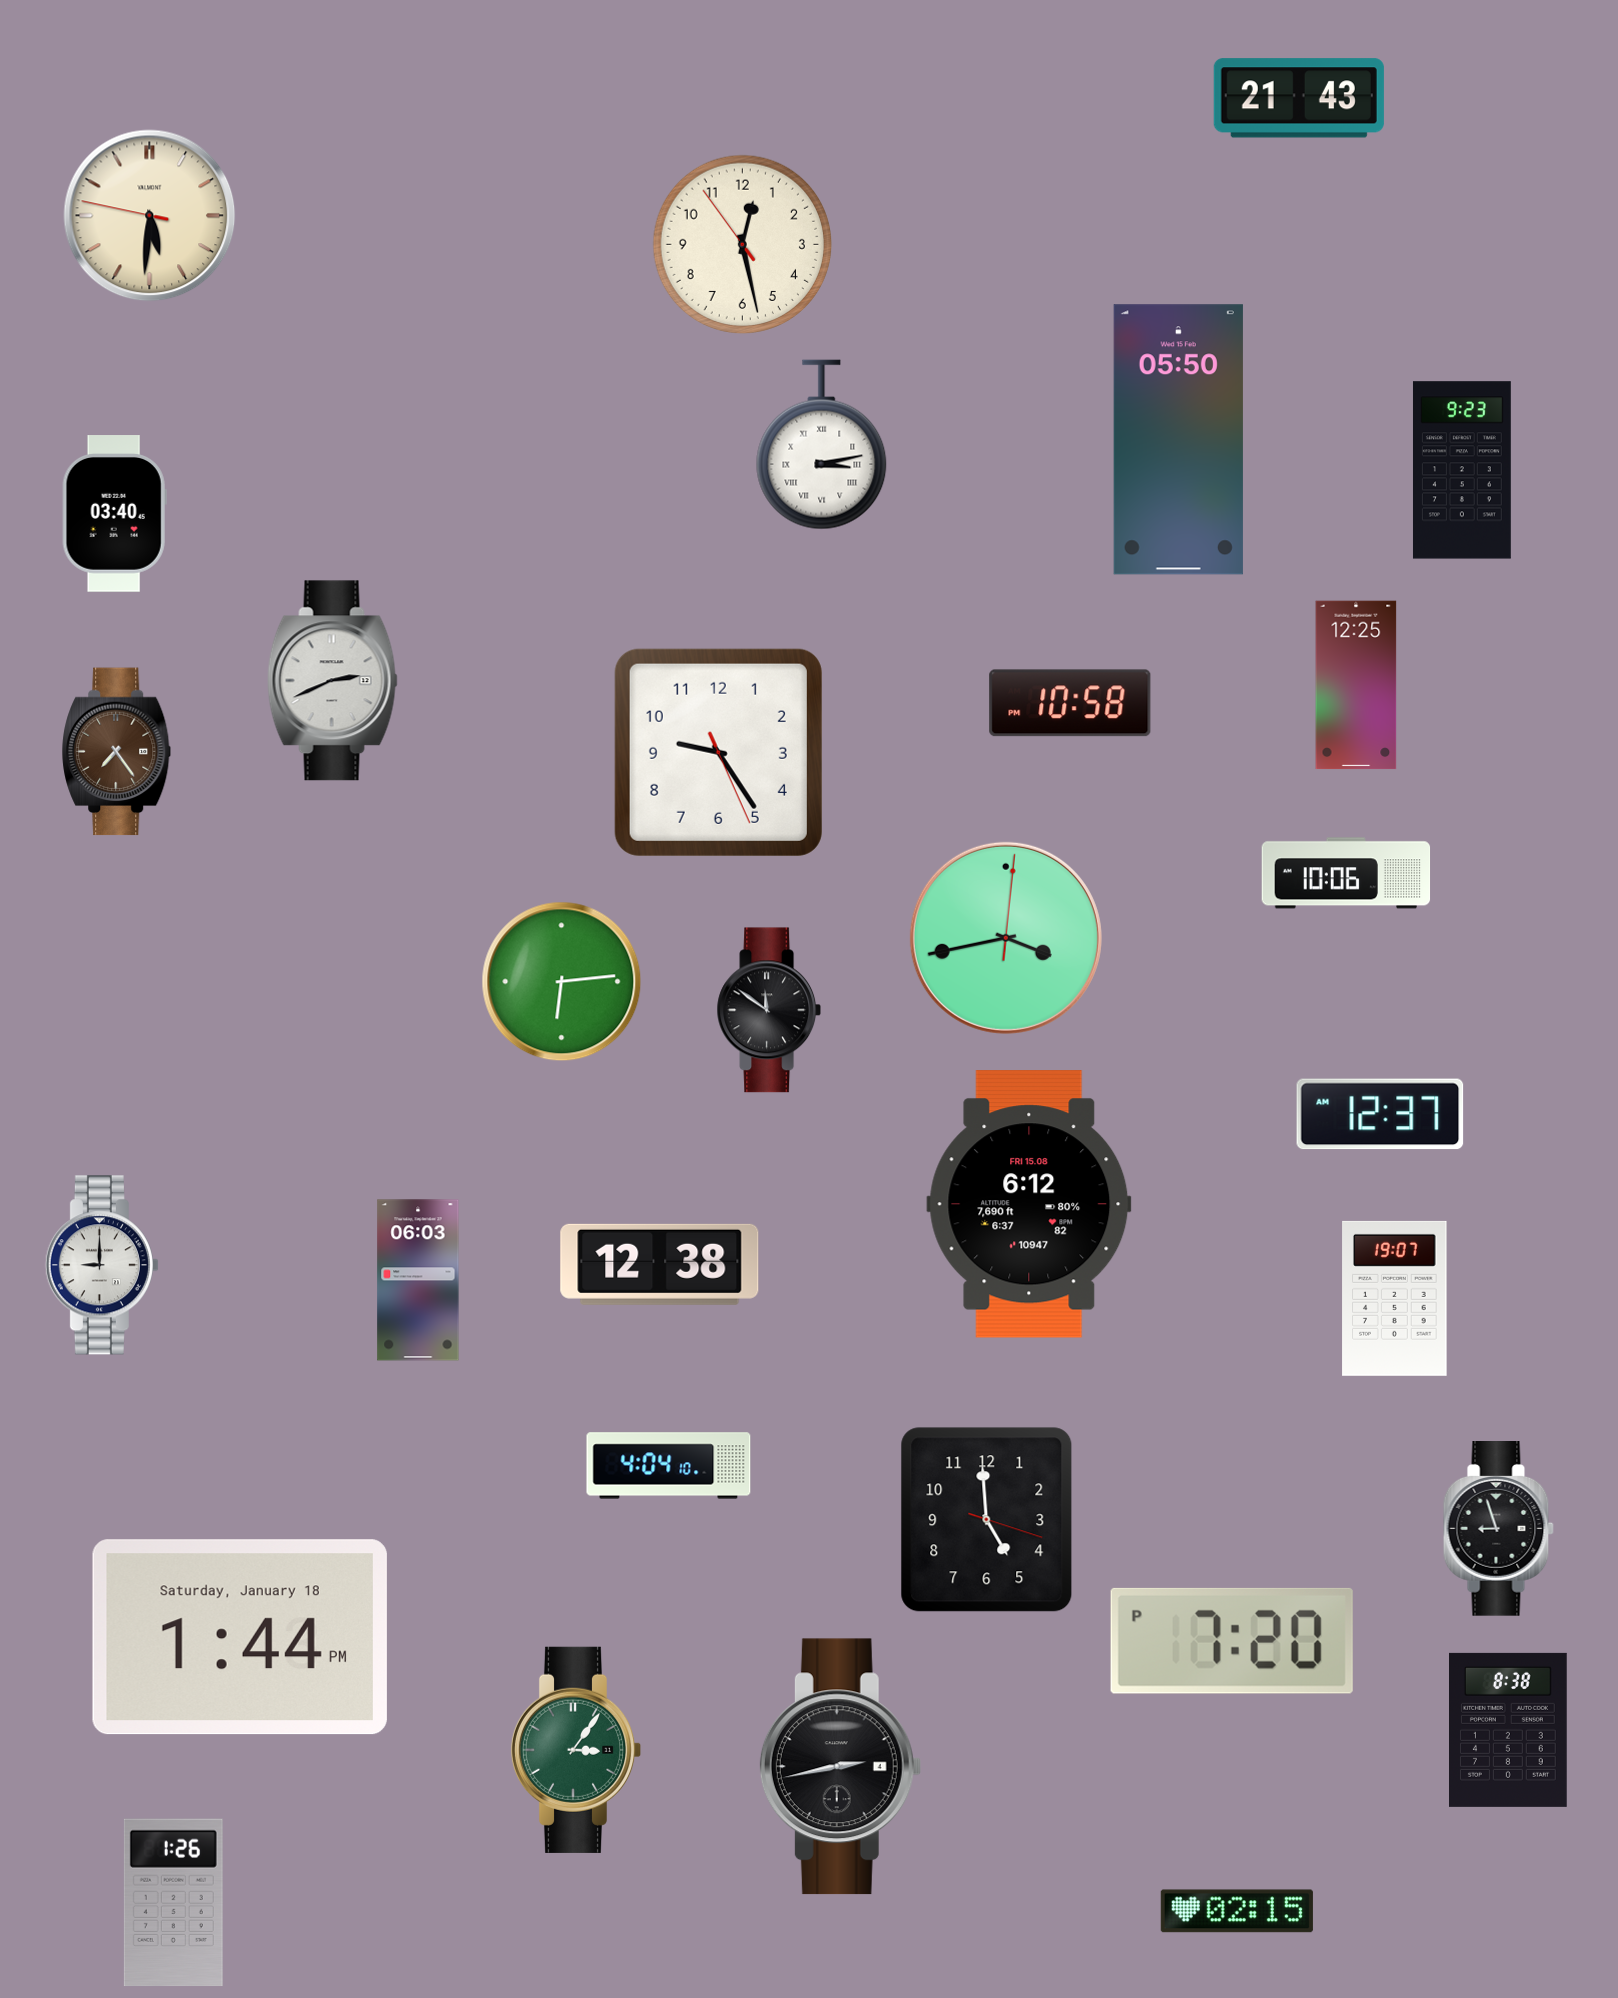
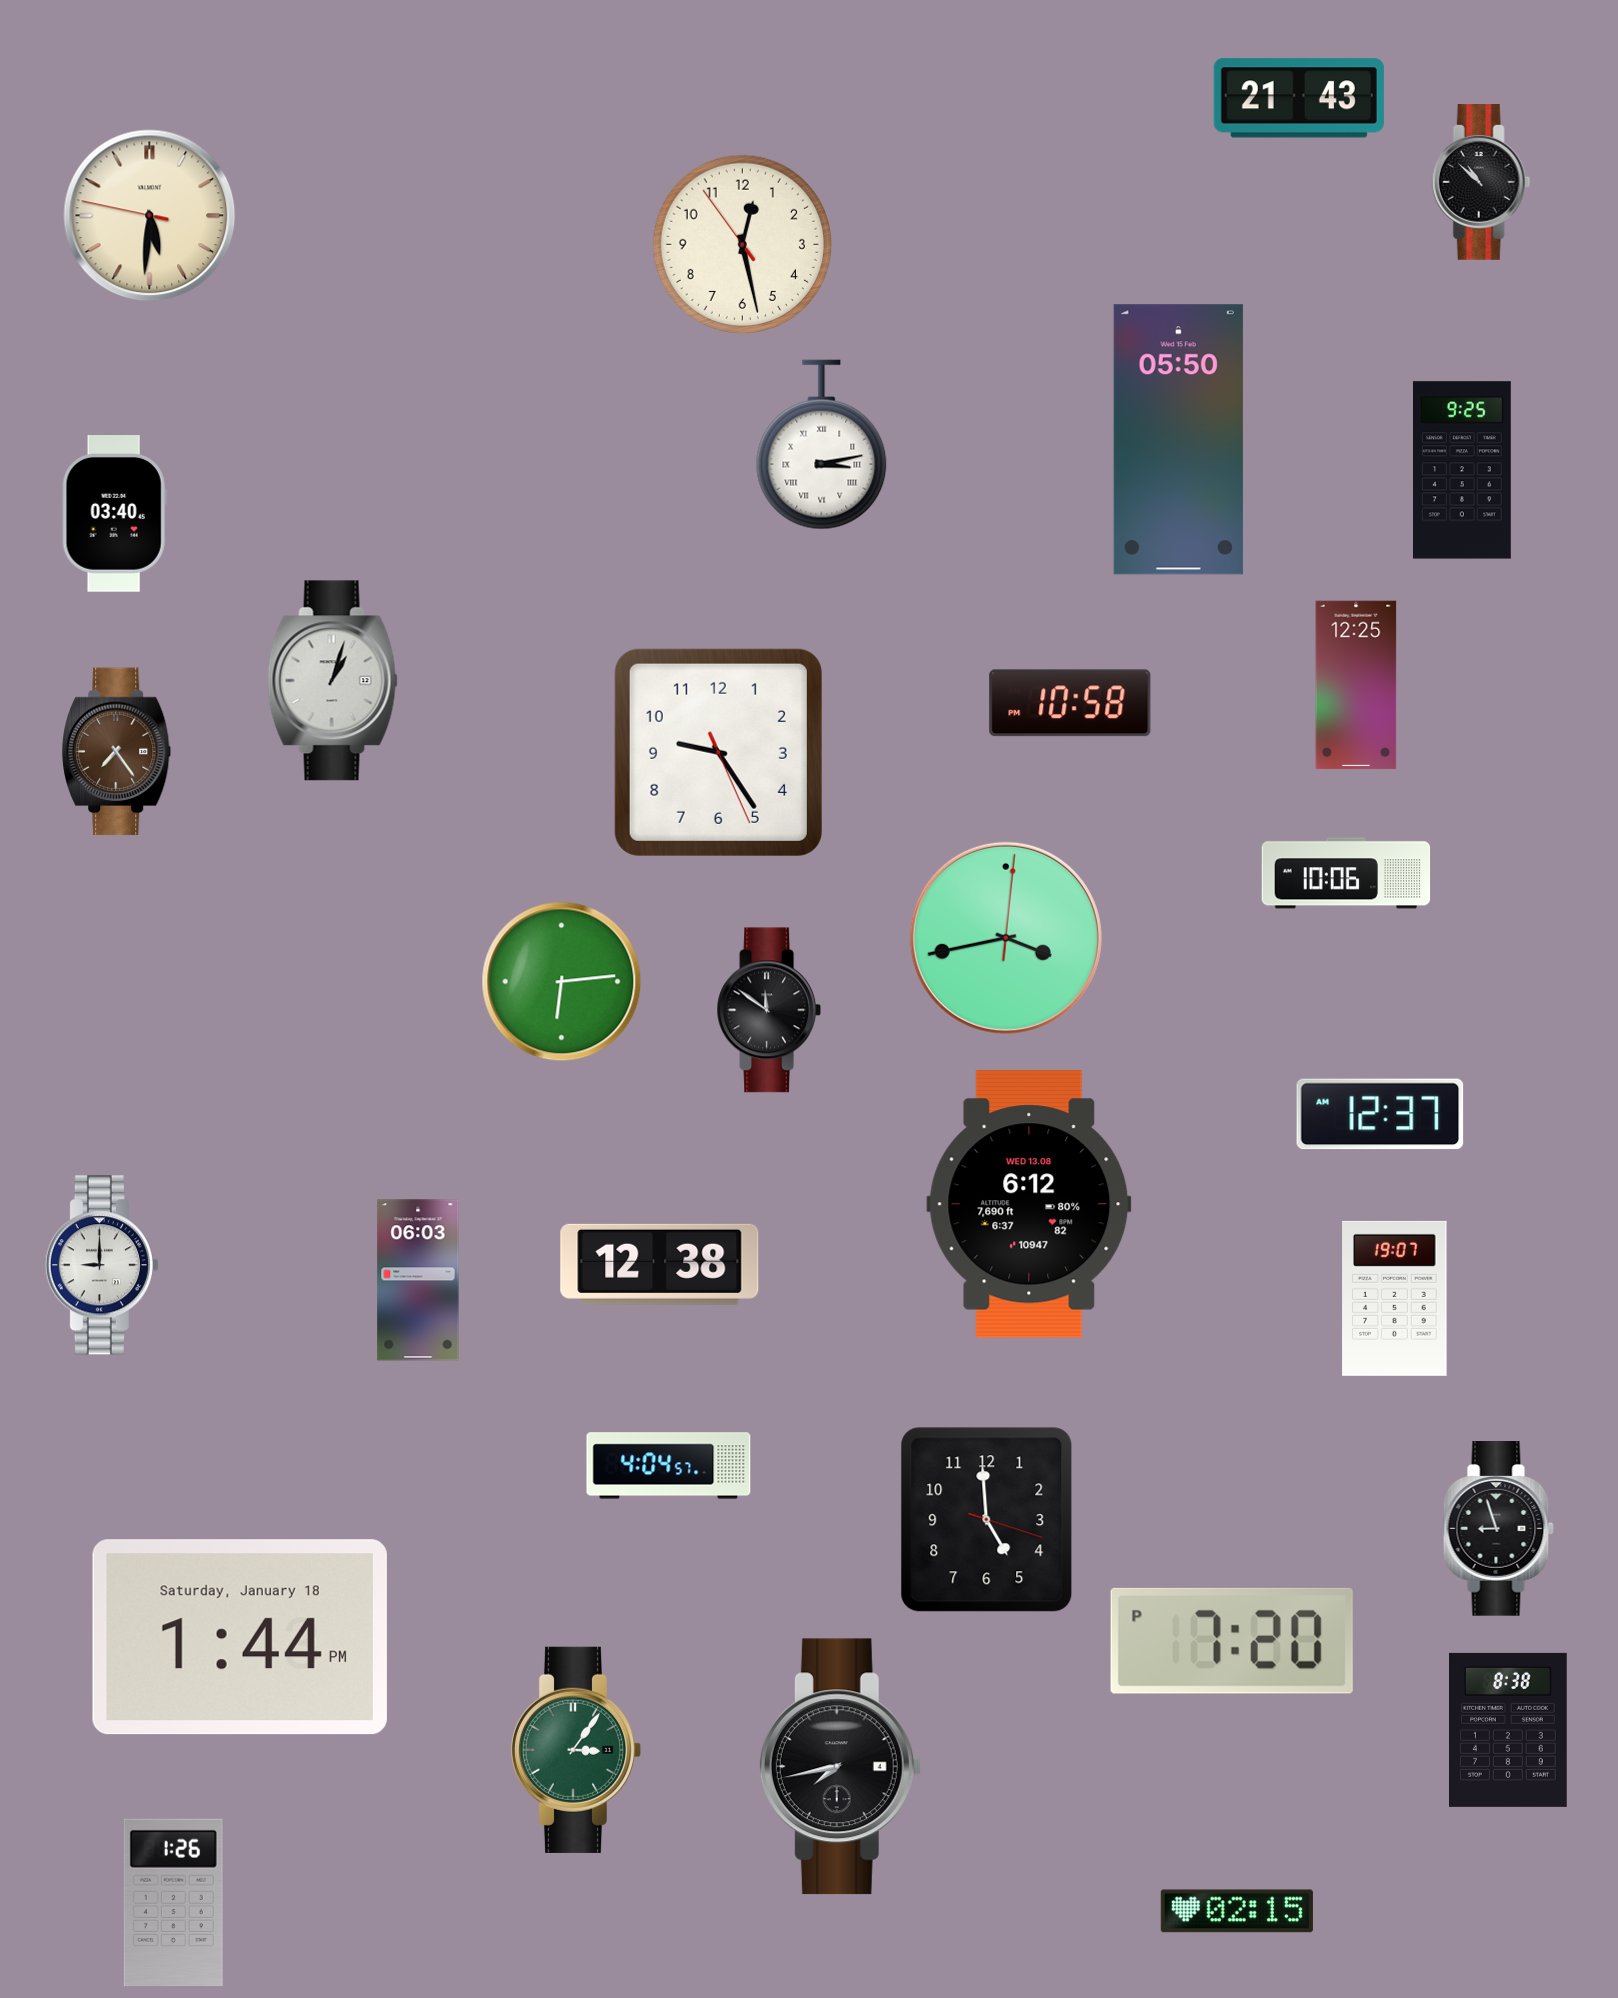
clock at (1481, 182): none -> 10:52
clock at (1462, 470): 9:23 -> 9:25
clock at (332, 681): 2:41 -> 1:03
clock at (1029, 1204) date: FRI 15.08 -> WED 13.08
clock at (669, 1466): 4:04:10 -> 4:04:57
clock at (840, 1767): 2:43 -> 7:43
